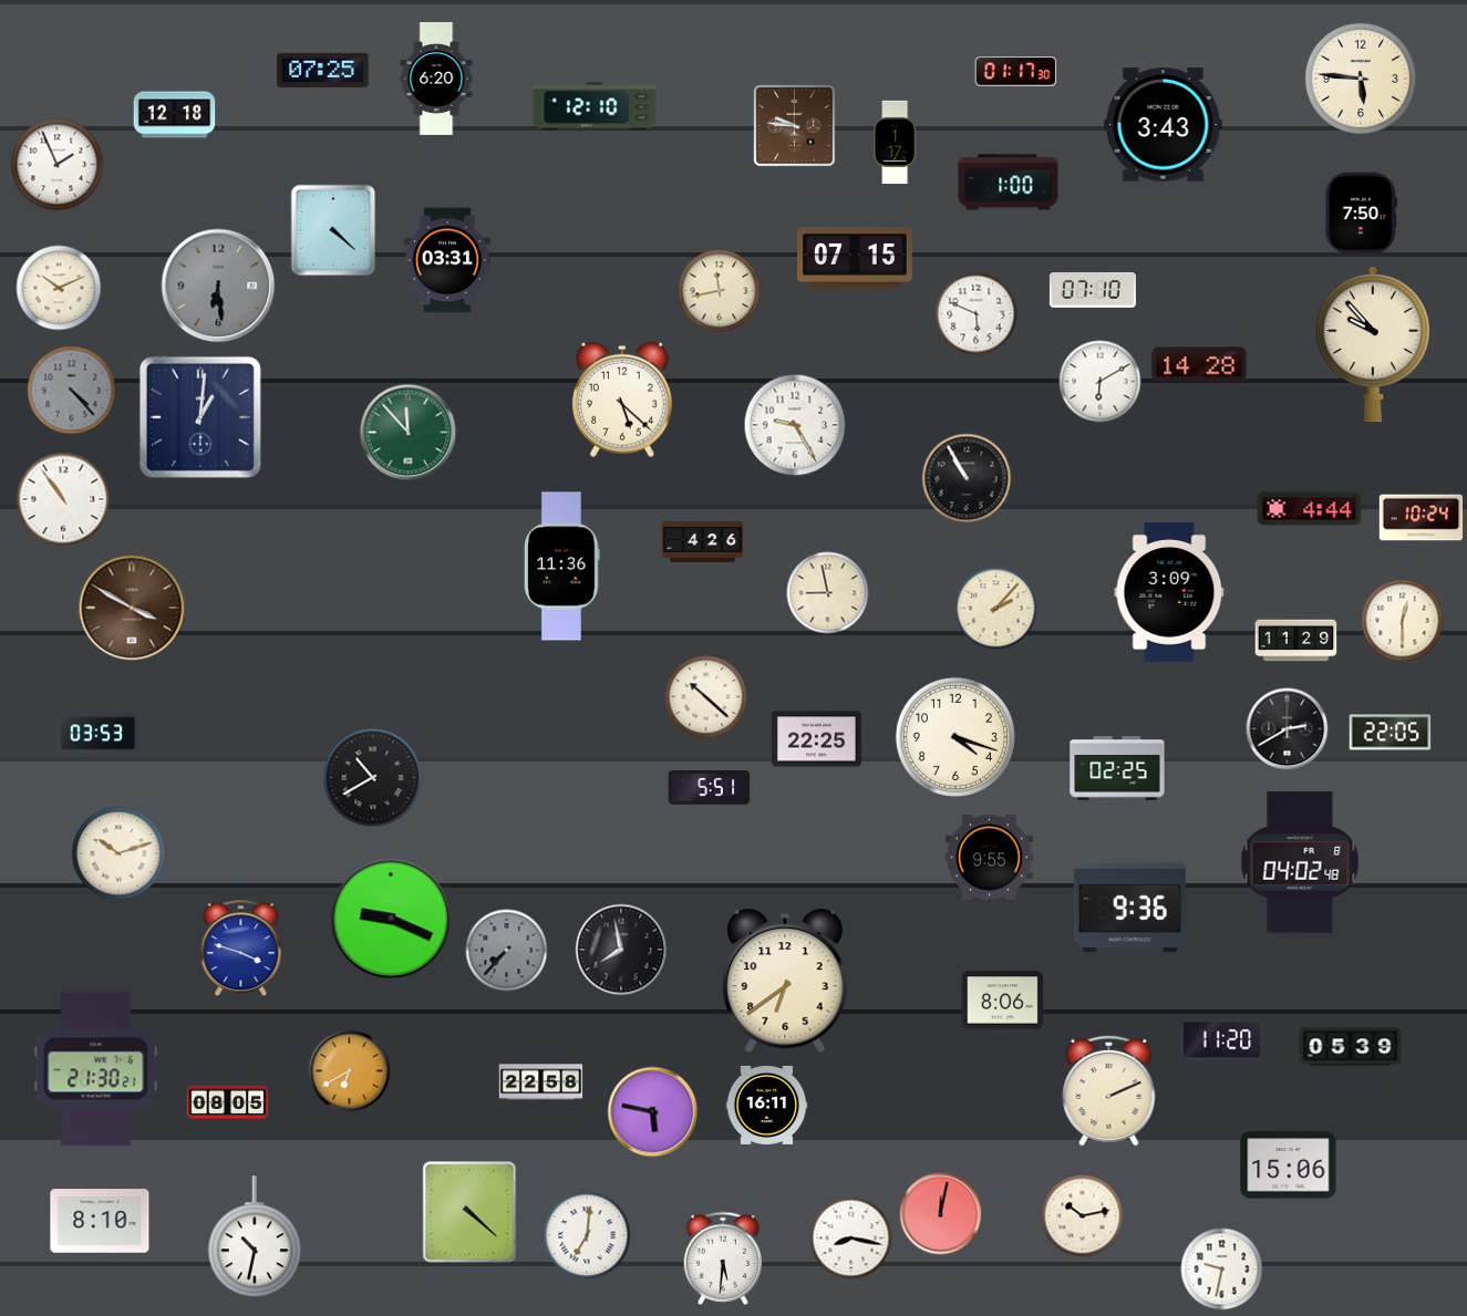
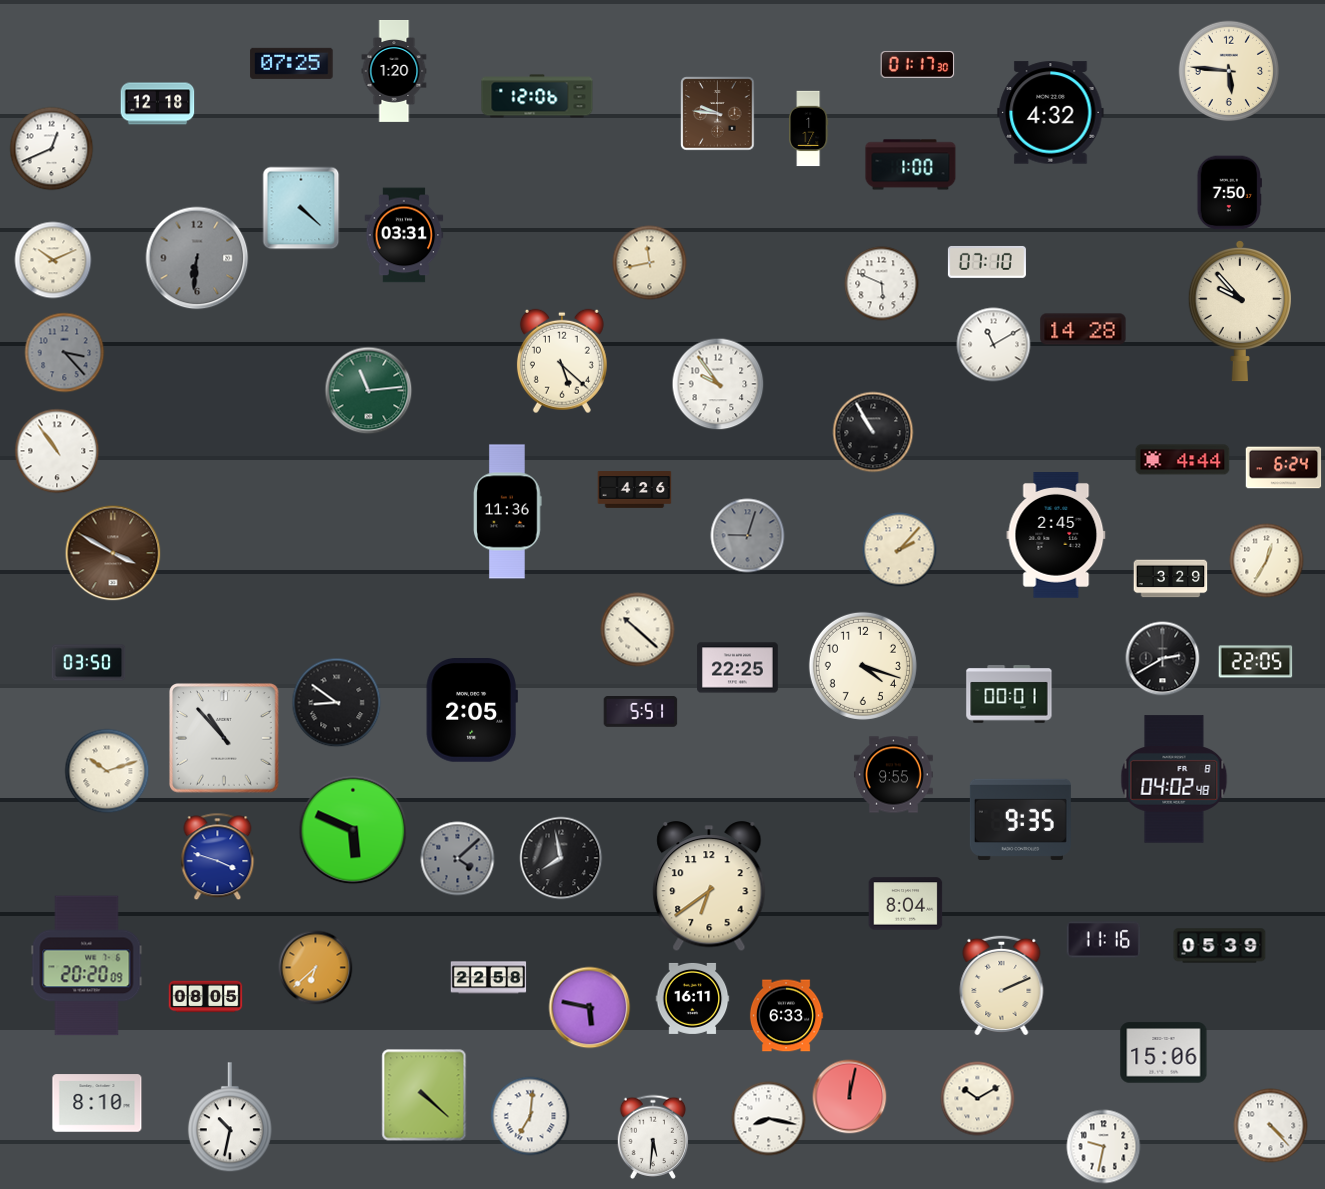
clock at (436, 80): 6:20 -> 1:20
clock at (595, 106): 12:10 -> 12:06
clock at (1164, 125): 3:43 -> 4:32
clock at (58, 165): 1:56 -> 12:41
clock at (855, 258): 07:15 -> none
clock at (218, 286): 6:29 -> 6:31
clock at (1101, 382): 6:10 -> 11:10
clock at (72, 391): 4:23 -> 3:23
clock at (200, 417): 1:01 -> none
clock at (795, 425): 9:25 -> 9:54
clock at (409, 433): 11:53 -> 11:14
clock at (1422, 518): 10:24 -> 6:24
clock at (828, 593): 8:58 -> 9:03
clock at (828, 593) dial: cream -> grey
clock at (1169, 593): 3:09 -> 2:45
clock at (132, 608) position: (132, 608) -> (113, 553)
clock at (1403, 621): 12:30 -> 12:35
clock at (1296, 641): 11:29 -> 3:29
clock at (99, 734): 03:53 -> 03:50
clock at (1117, 768): 02:25 -> 00:01
clock at (373, 778): 10:40 -> 8:51
clock at (472, 711): none -> 2:05
clock at (224, 738): none -> 10:53
clock at (1129, 906): 9:36 -> 9:35
clock at (391, 919): 9:19 -> 5:49
clock at (507, 951): 7:37 -> 4:08
clock at (1003, 1001): 8:06 -> 8:04
clock at (1222, 1040): 11:20 -> 11:16
clock at (96, 1069): 21:30 -> 20:20
clock at (350, 1071): 6:40 -> 6:38
clock at (653, 1112) position: (653, 1112) -> (590, 1008)
clock at (786, 1016): none -> 6:33
clock at (1083, 1216): 10:13 -> 10:10
clock at (100, 1221) position: (100, 1221) -> (97, 1103)
clock at (1271, 1126): none -> 4:23
